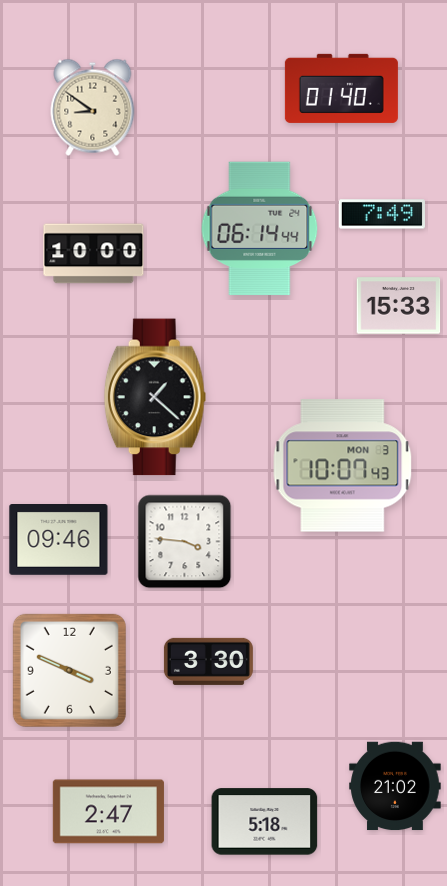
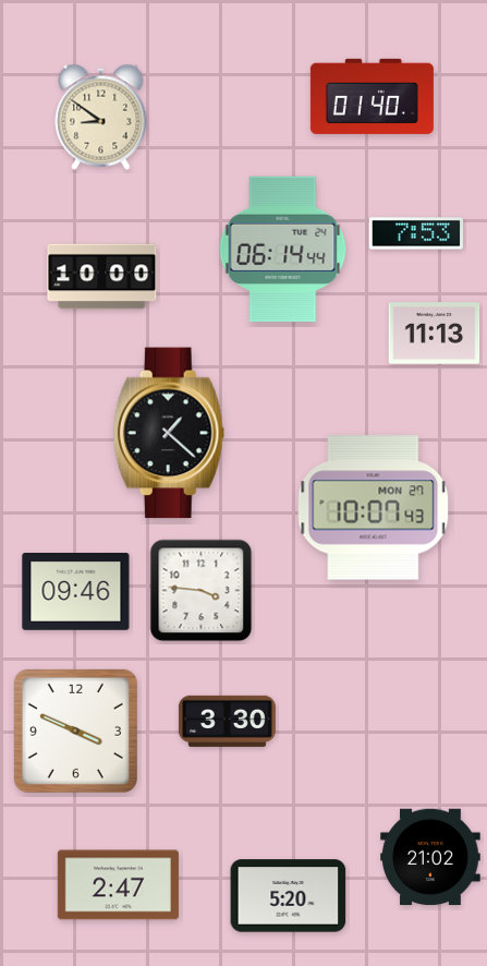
clock at (382, 214): 7:49 -> 7:53
clock at (399, 306): 15:33 -> 11:13
clock at (343, 466) date: MON 3 -> MON 27
clock at (59, 540) position: (59, 540) -> (76, 592)
clock at (265, 822): 5:18 -> 5:20
